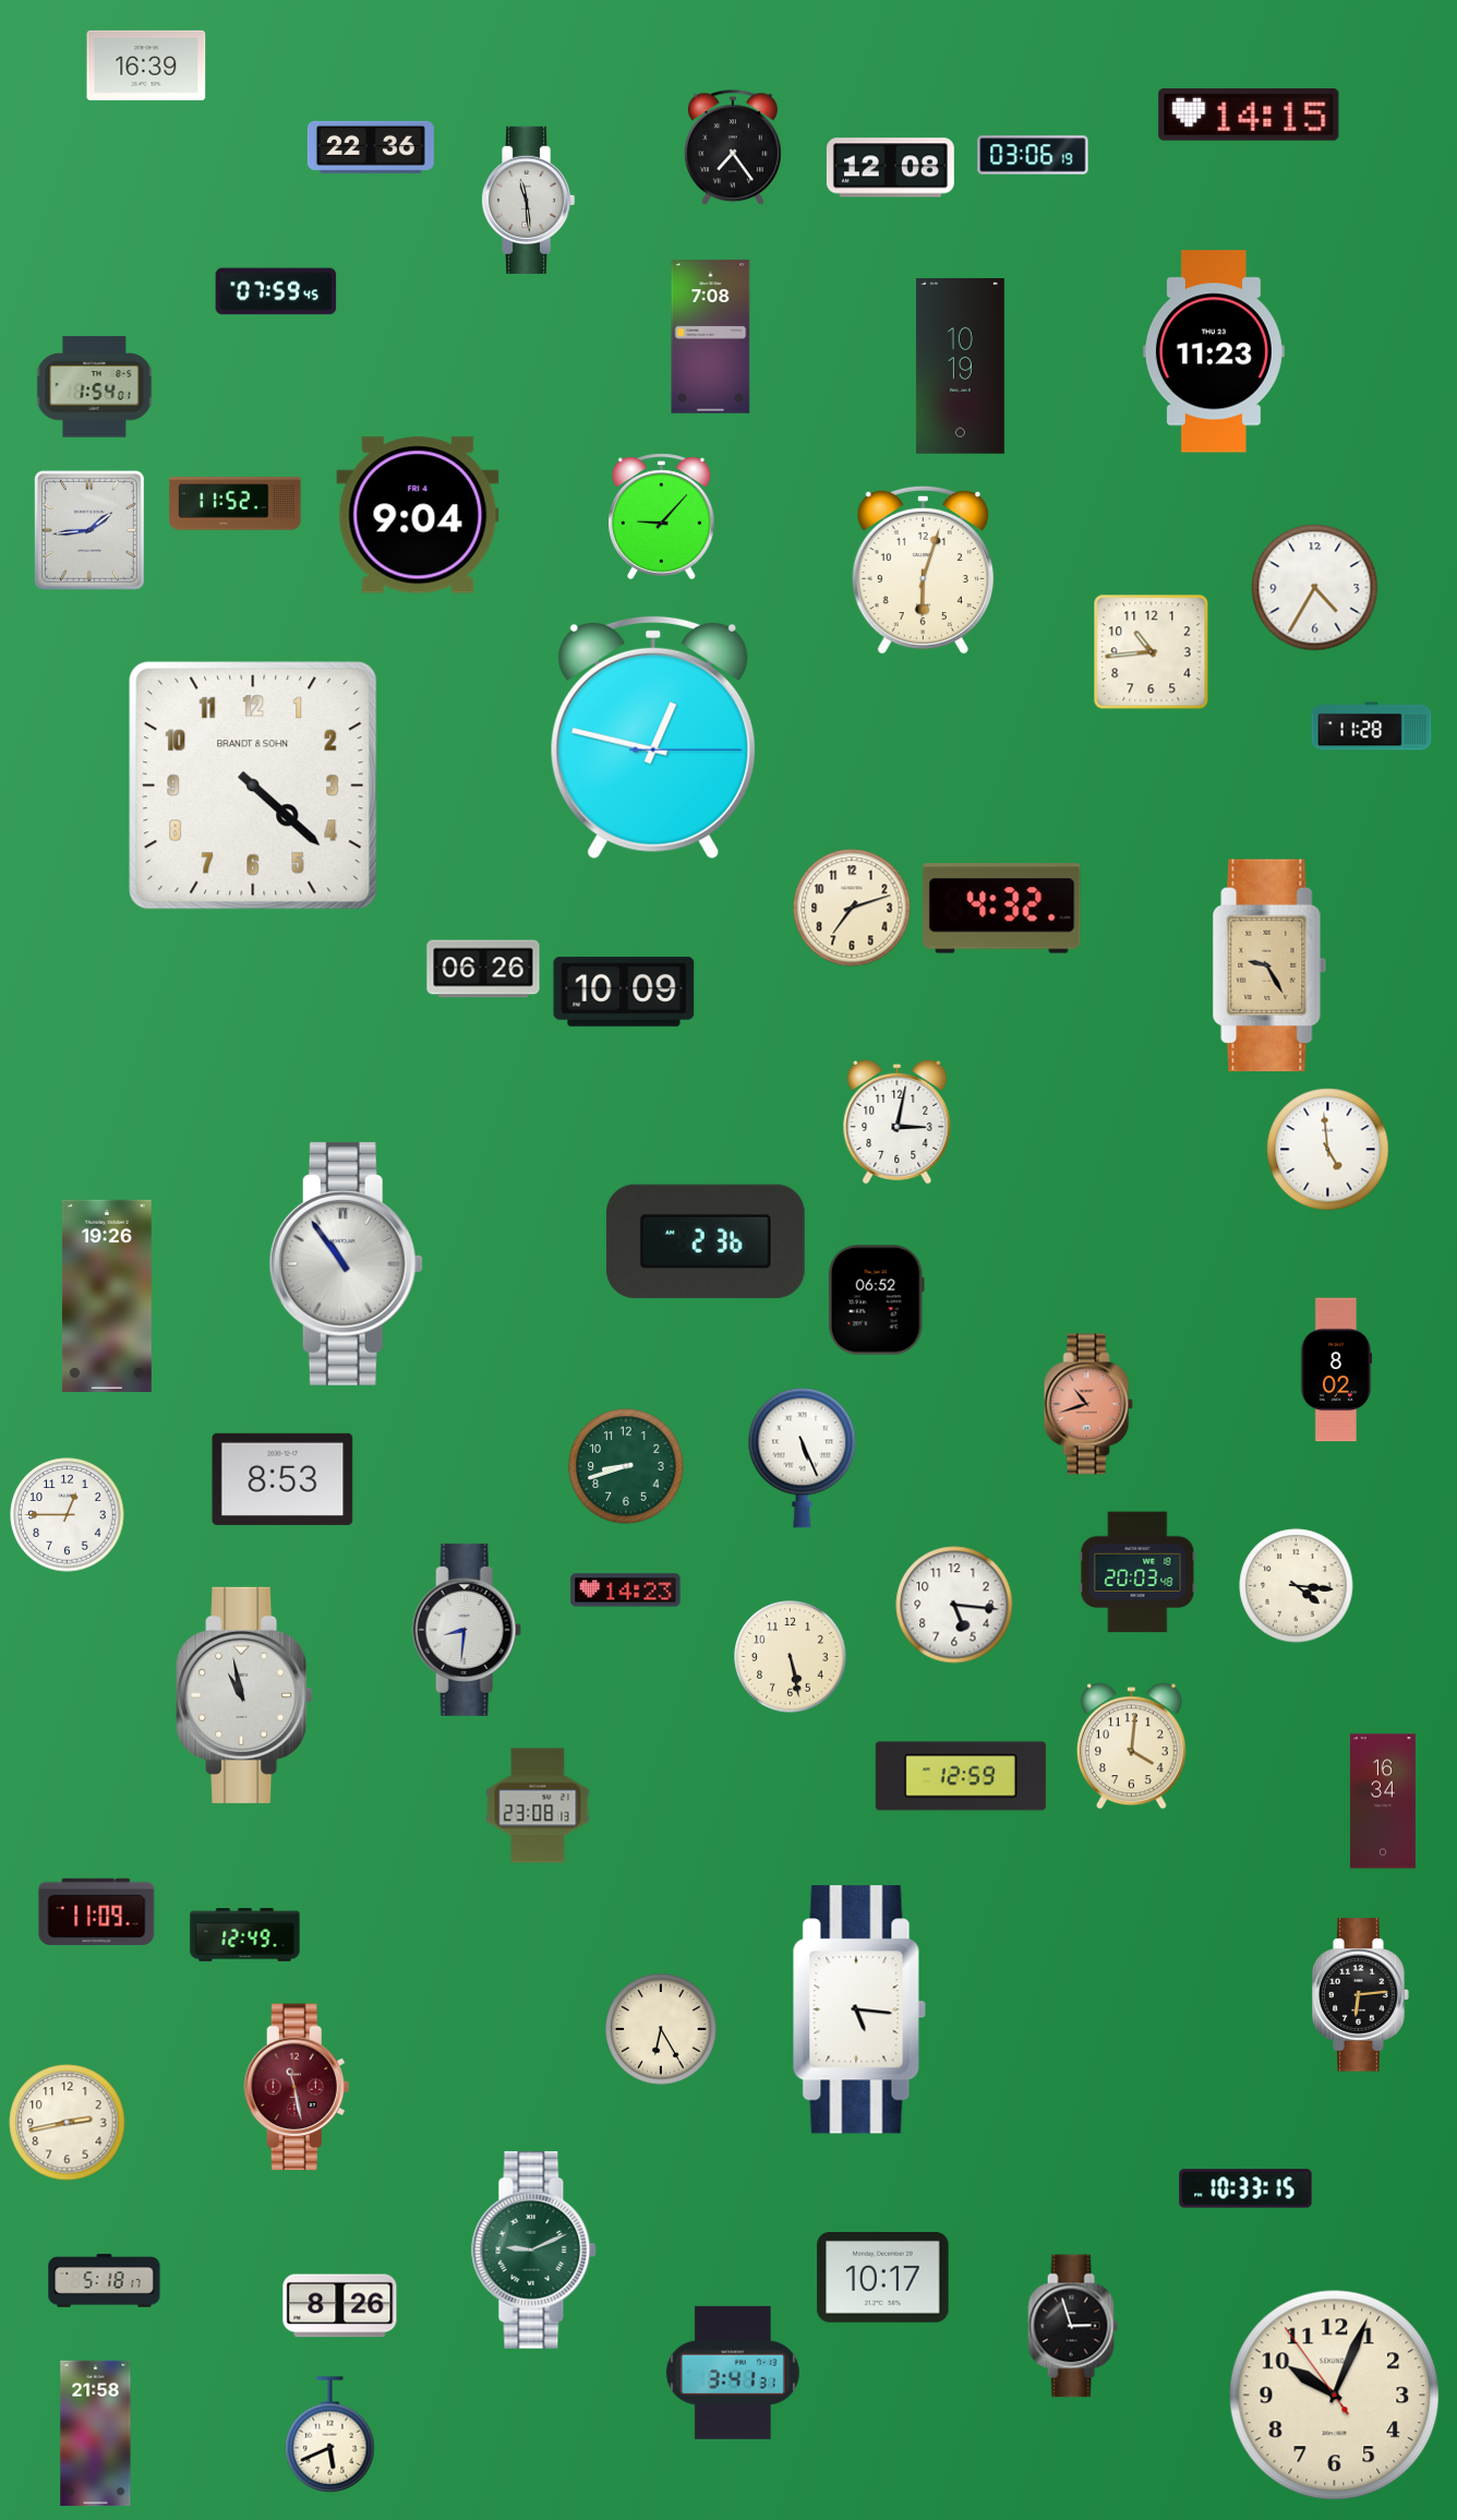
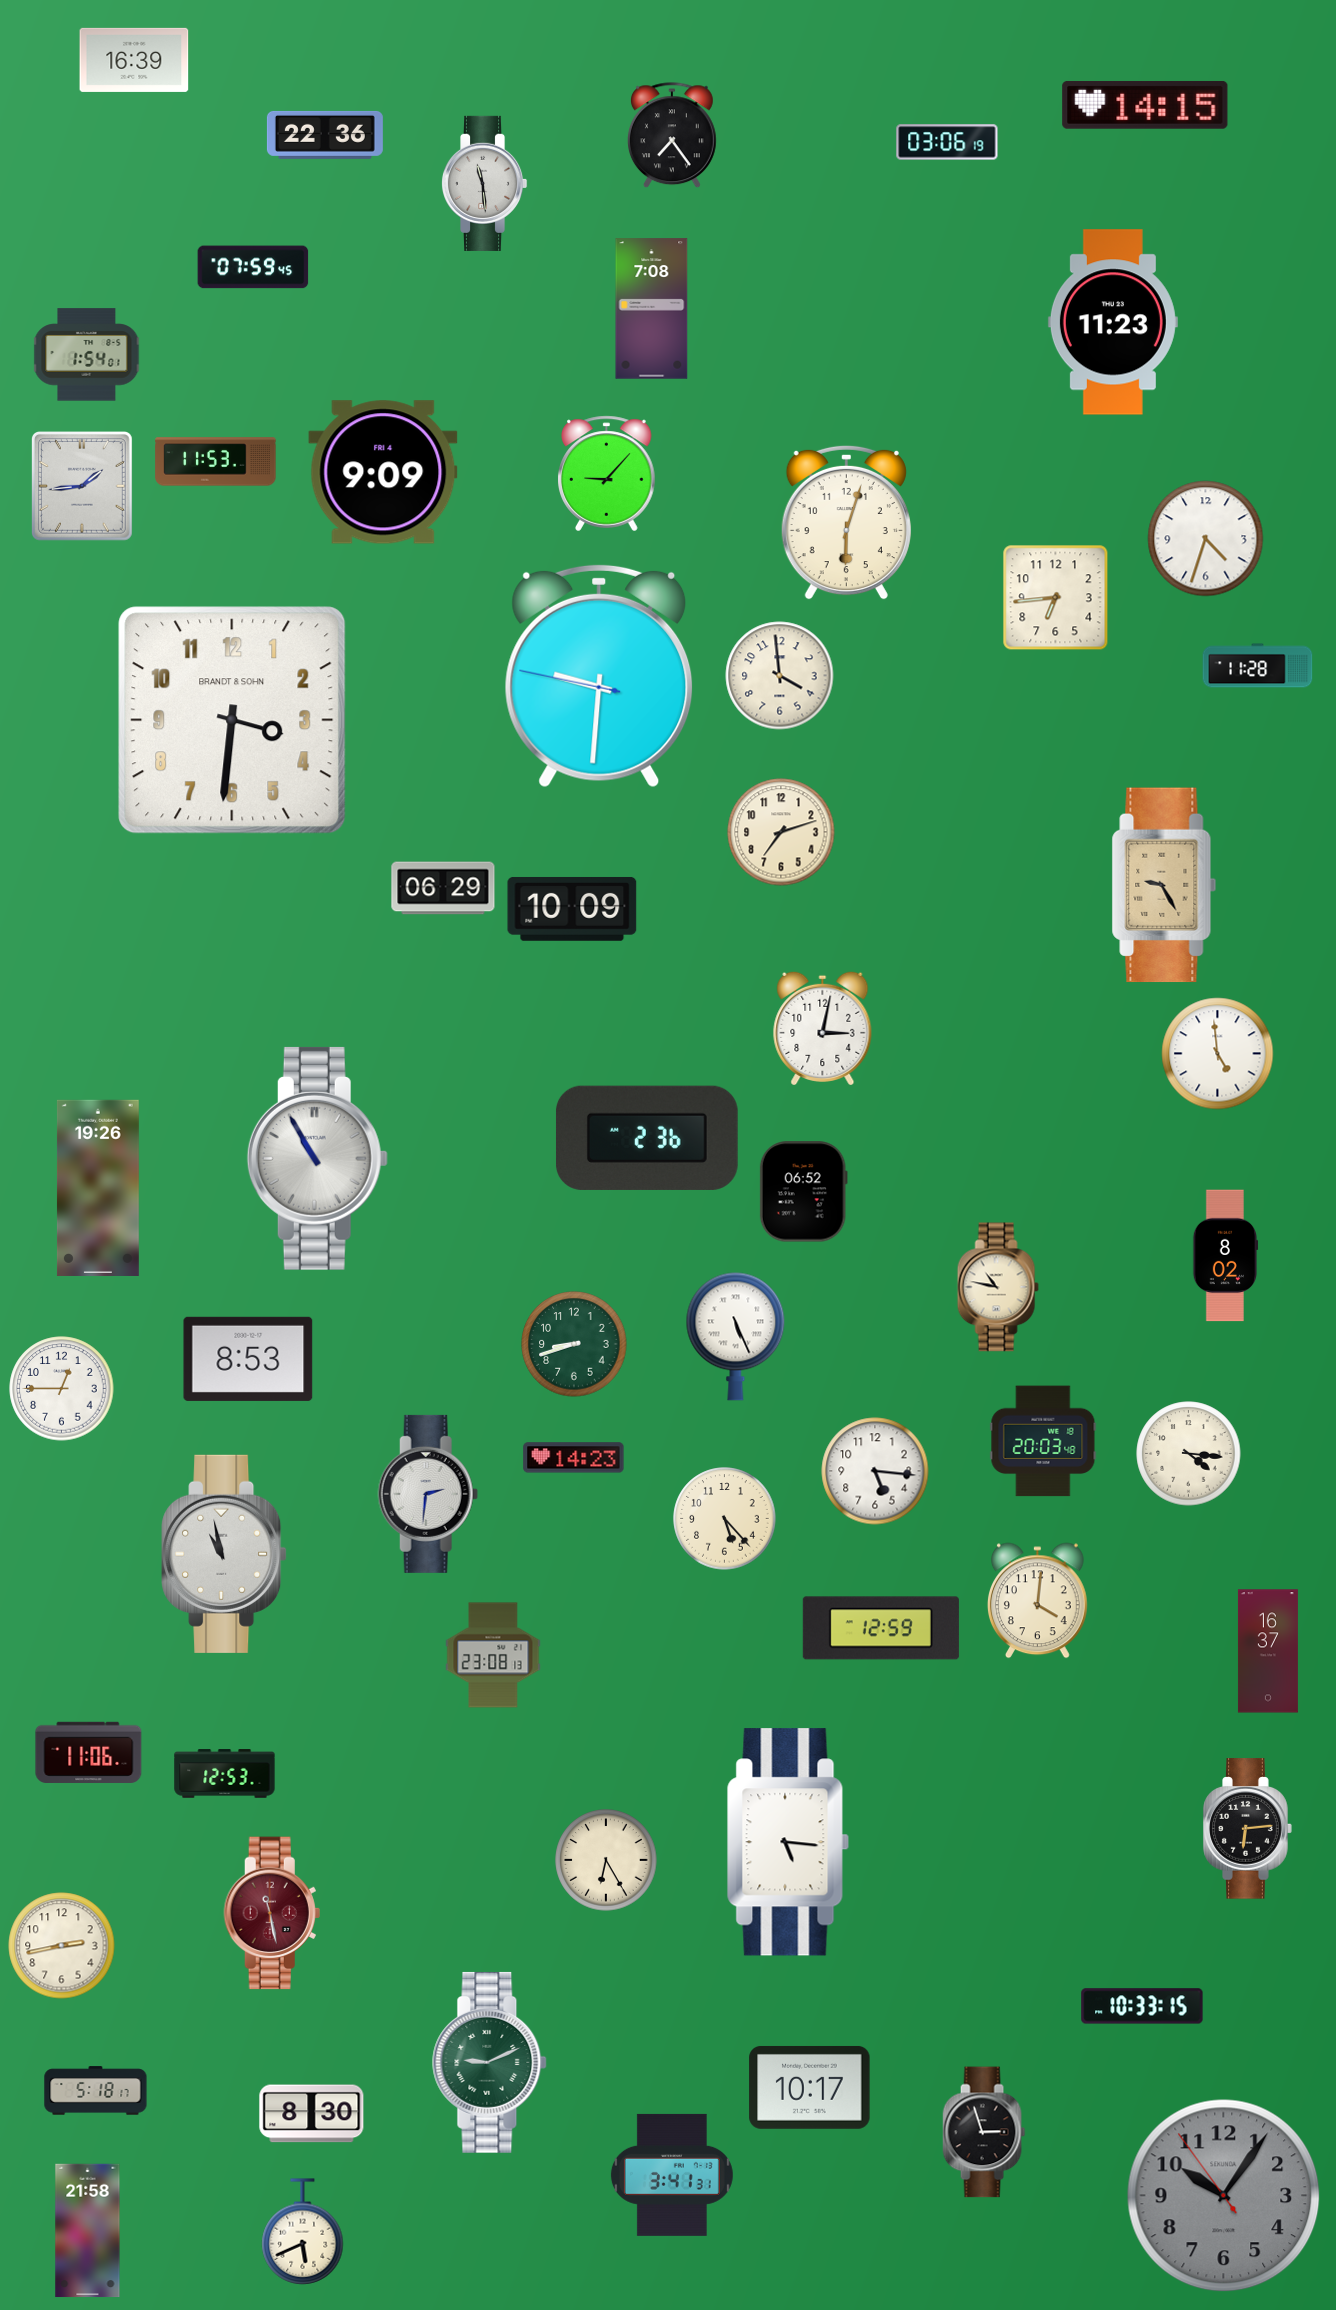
clock at (371, 147) position: (371, 147) -> (325, 135)
clock at (890, 168): 12:08 -> none
clock at (960, 367): 10:19 -> none
clock at (236, 504): 11:52 -> 11:53
clock at (418, 515): 9:04 -> 9:09
clock at (1315, 588): 4:35 -> 4:33
clock at (1152, 652): 10:44 -> 6:44
clock at (653, 737): 12:47 -> 9:30
clock at (780, 676): none -> 3:59
clock at (253, 785): 4:22 -> 3:31
clock at (1002, 909): 4:32 -> none
clock at (483, 969): 06:26 -> 06:29
clock at (346, 1263): 10:54 -> 10:55
clock at (1088, 1404): 10:42 -> 10:47
clock at (1088, 1404) dial: salmon -> cream
clock at (282, 1479) position: (282, 1479) -> (248, 1359)
clock at (467, 1630): 8:31 -> 2:31
clock at (791, 1657): 5:28 -> 5:23
clock at (1383, 1801): 16:34 -> 16:37
clock at (97, 1911): 11:09 -> 11:06
clock at (245, 1935): 12:49 -> 12:53
clock at (340, 2306): 8:26 -> 8:30
clock at (1335, 2396): 10:03 -> 10:05
clock at (1335, 2396) dial: cream -> grey
